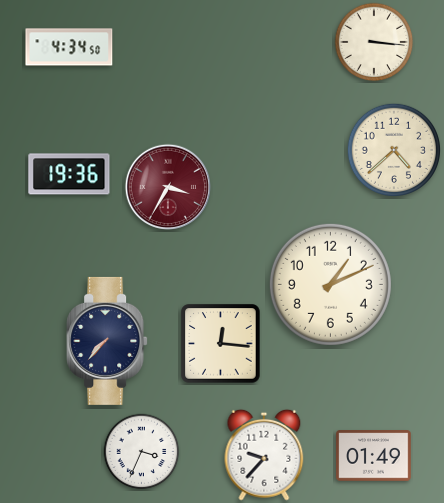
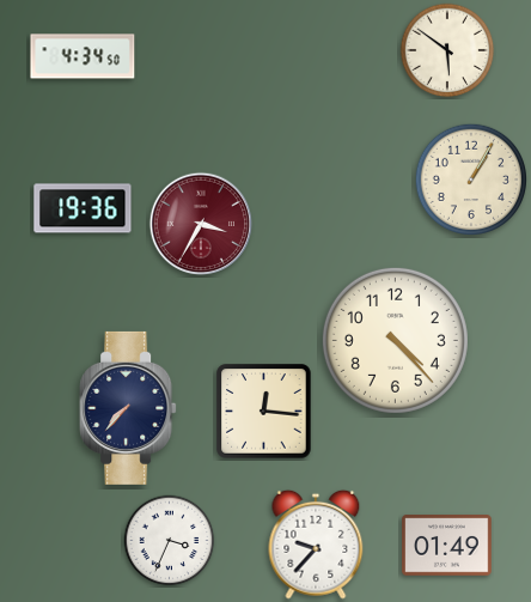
clock at (374, 42): 3:16 -> 5:51
clock at (393, 149): 4:38 -> 1:05
clock at (330, 284): 1:11 -> 4:23
